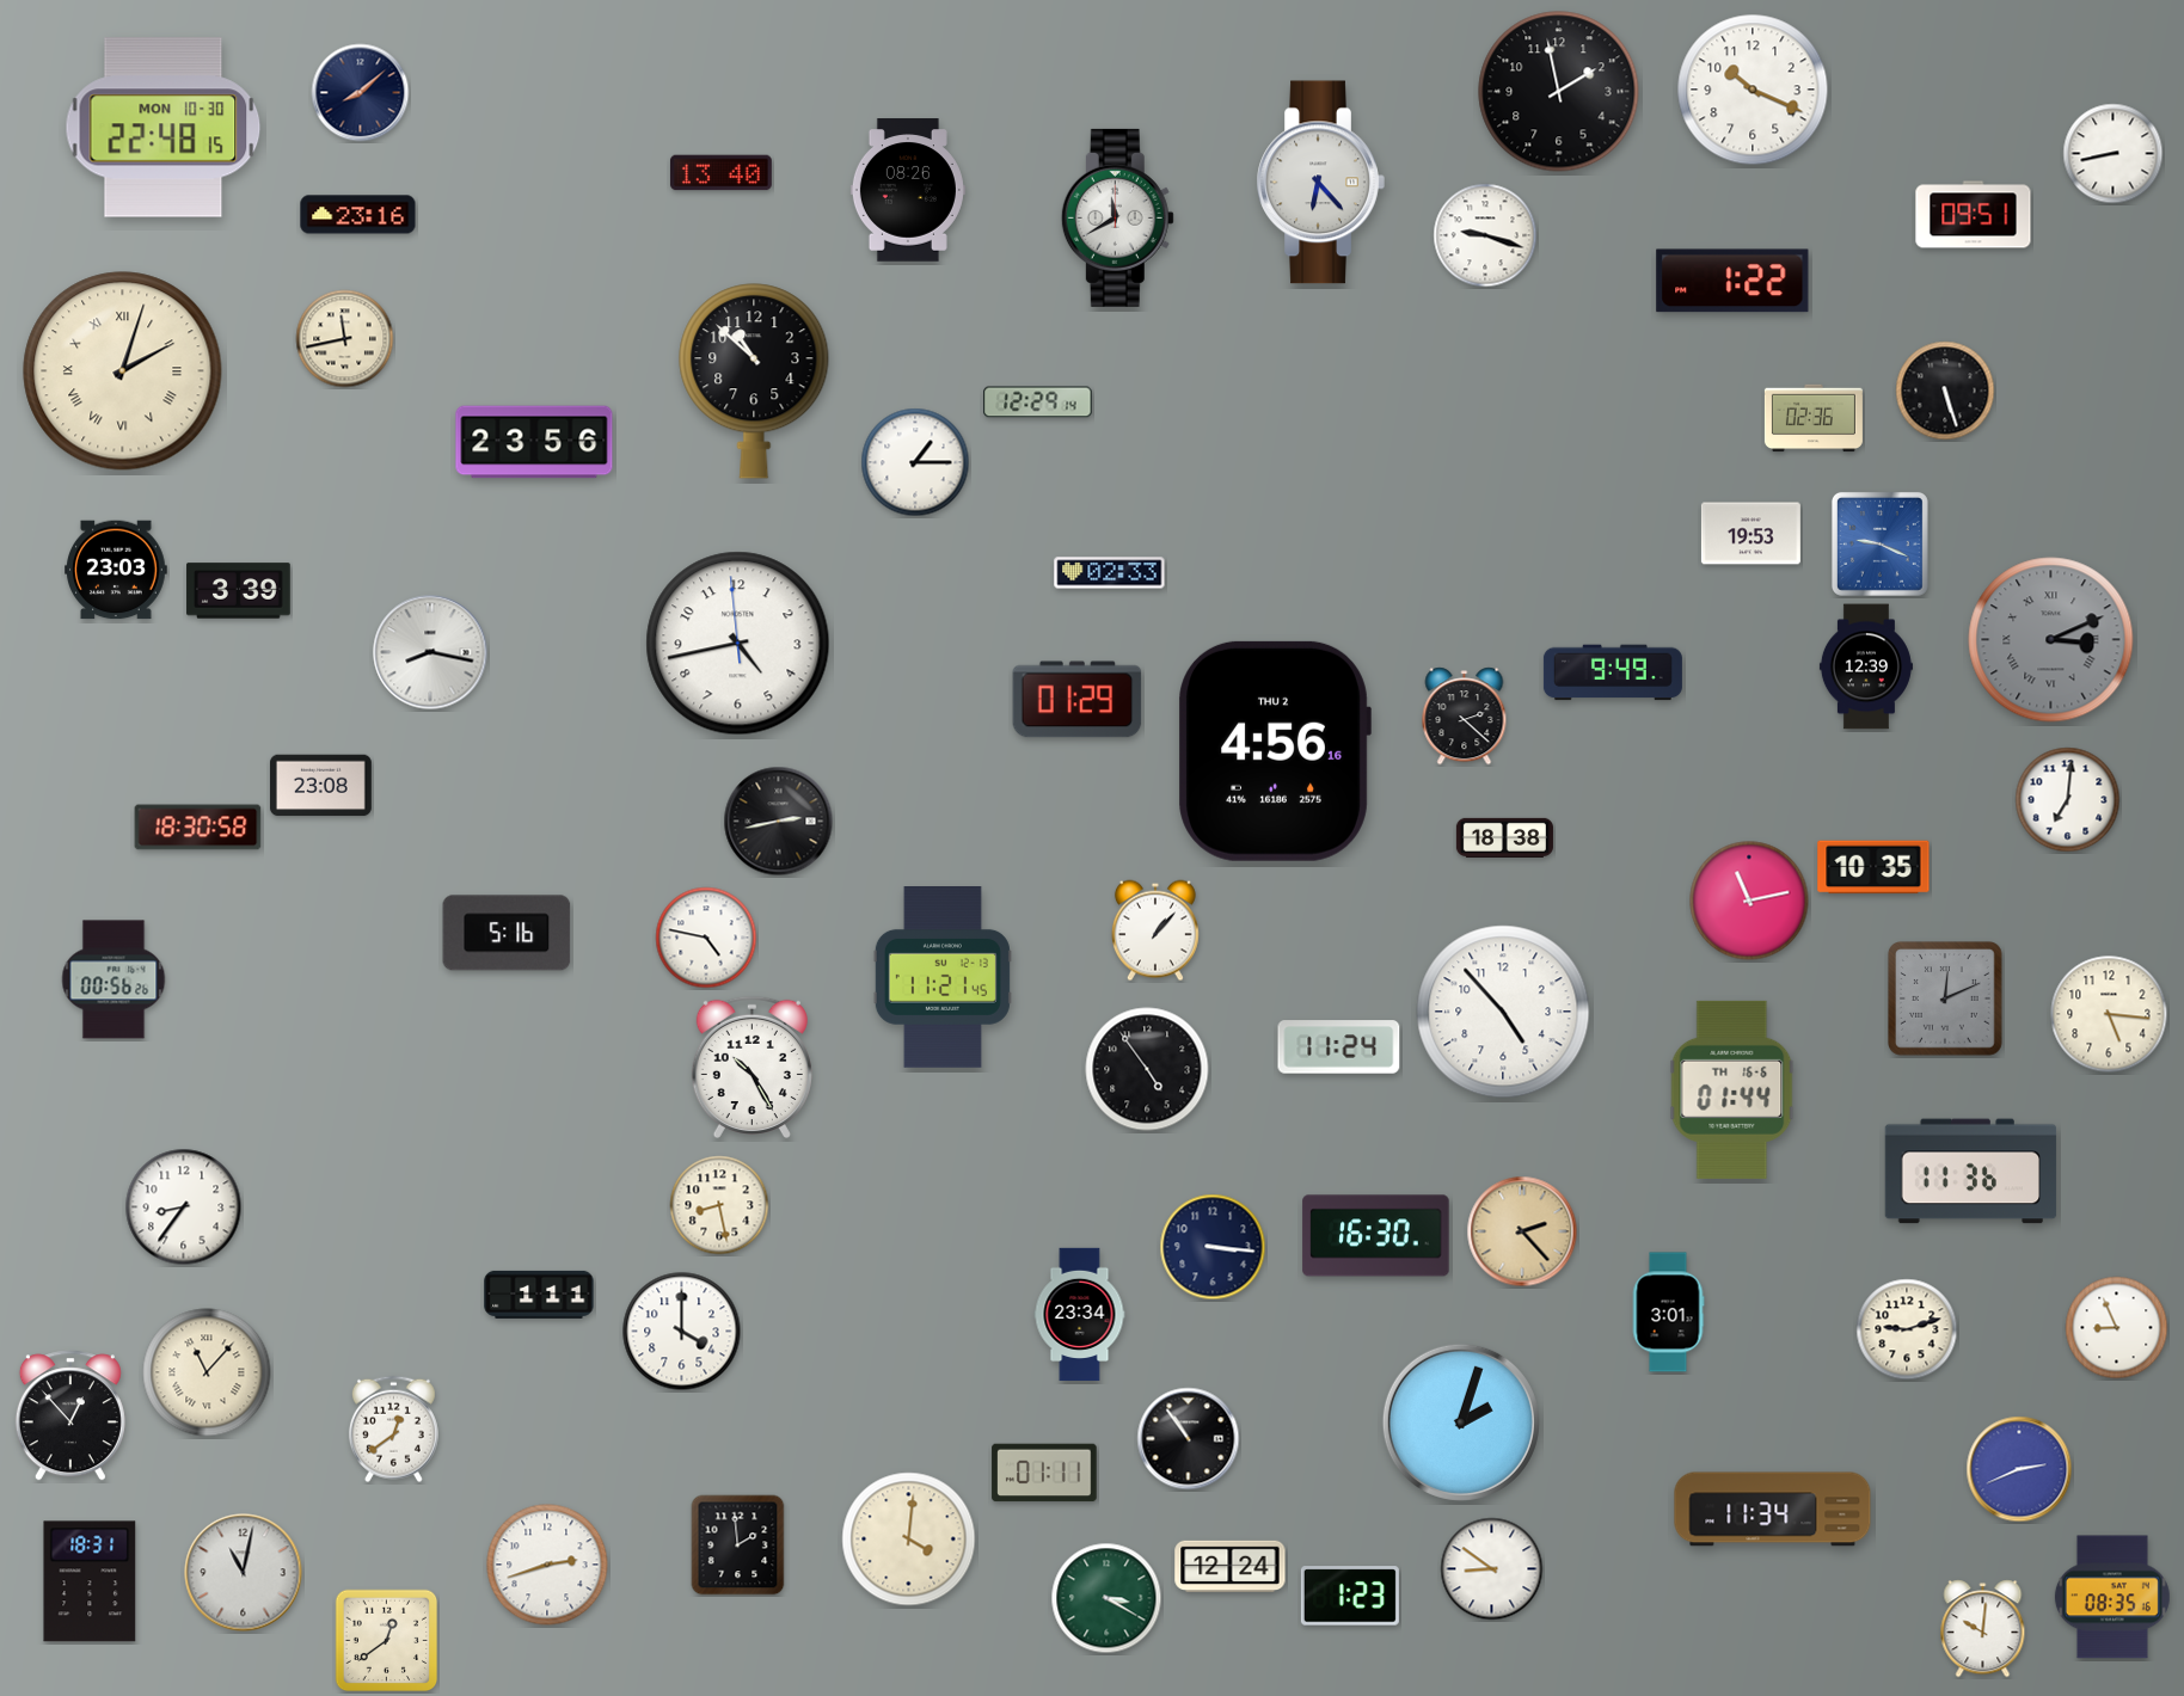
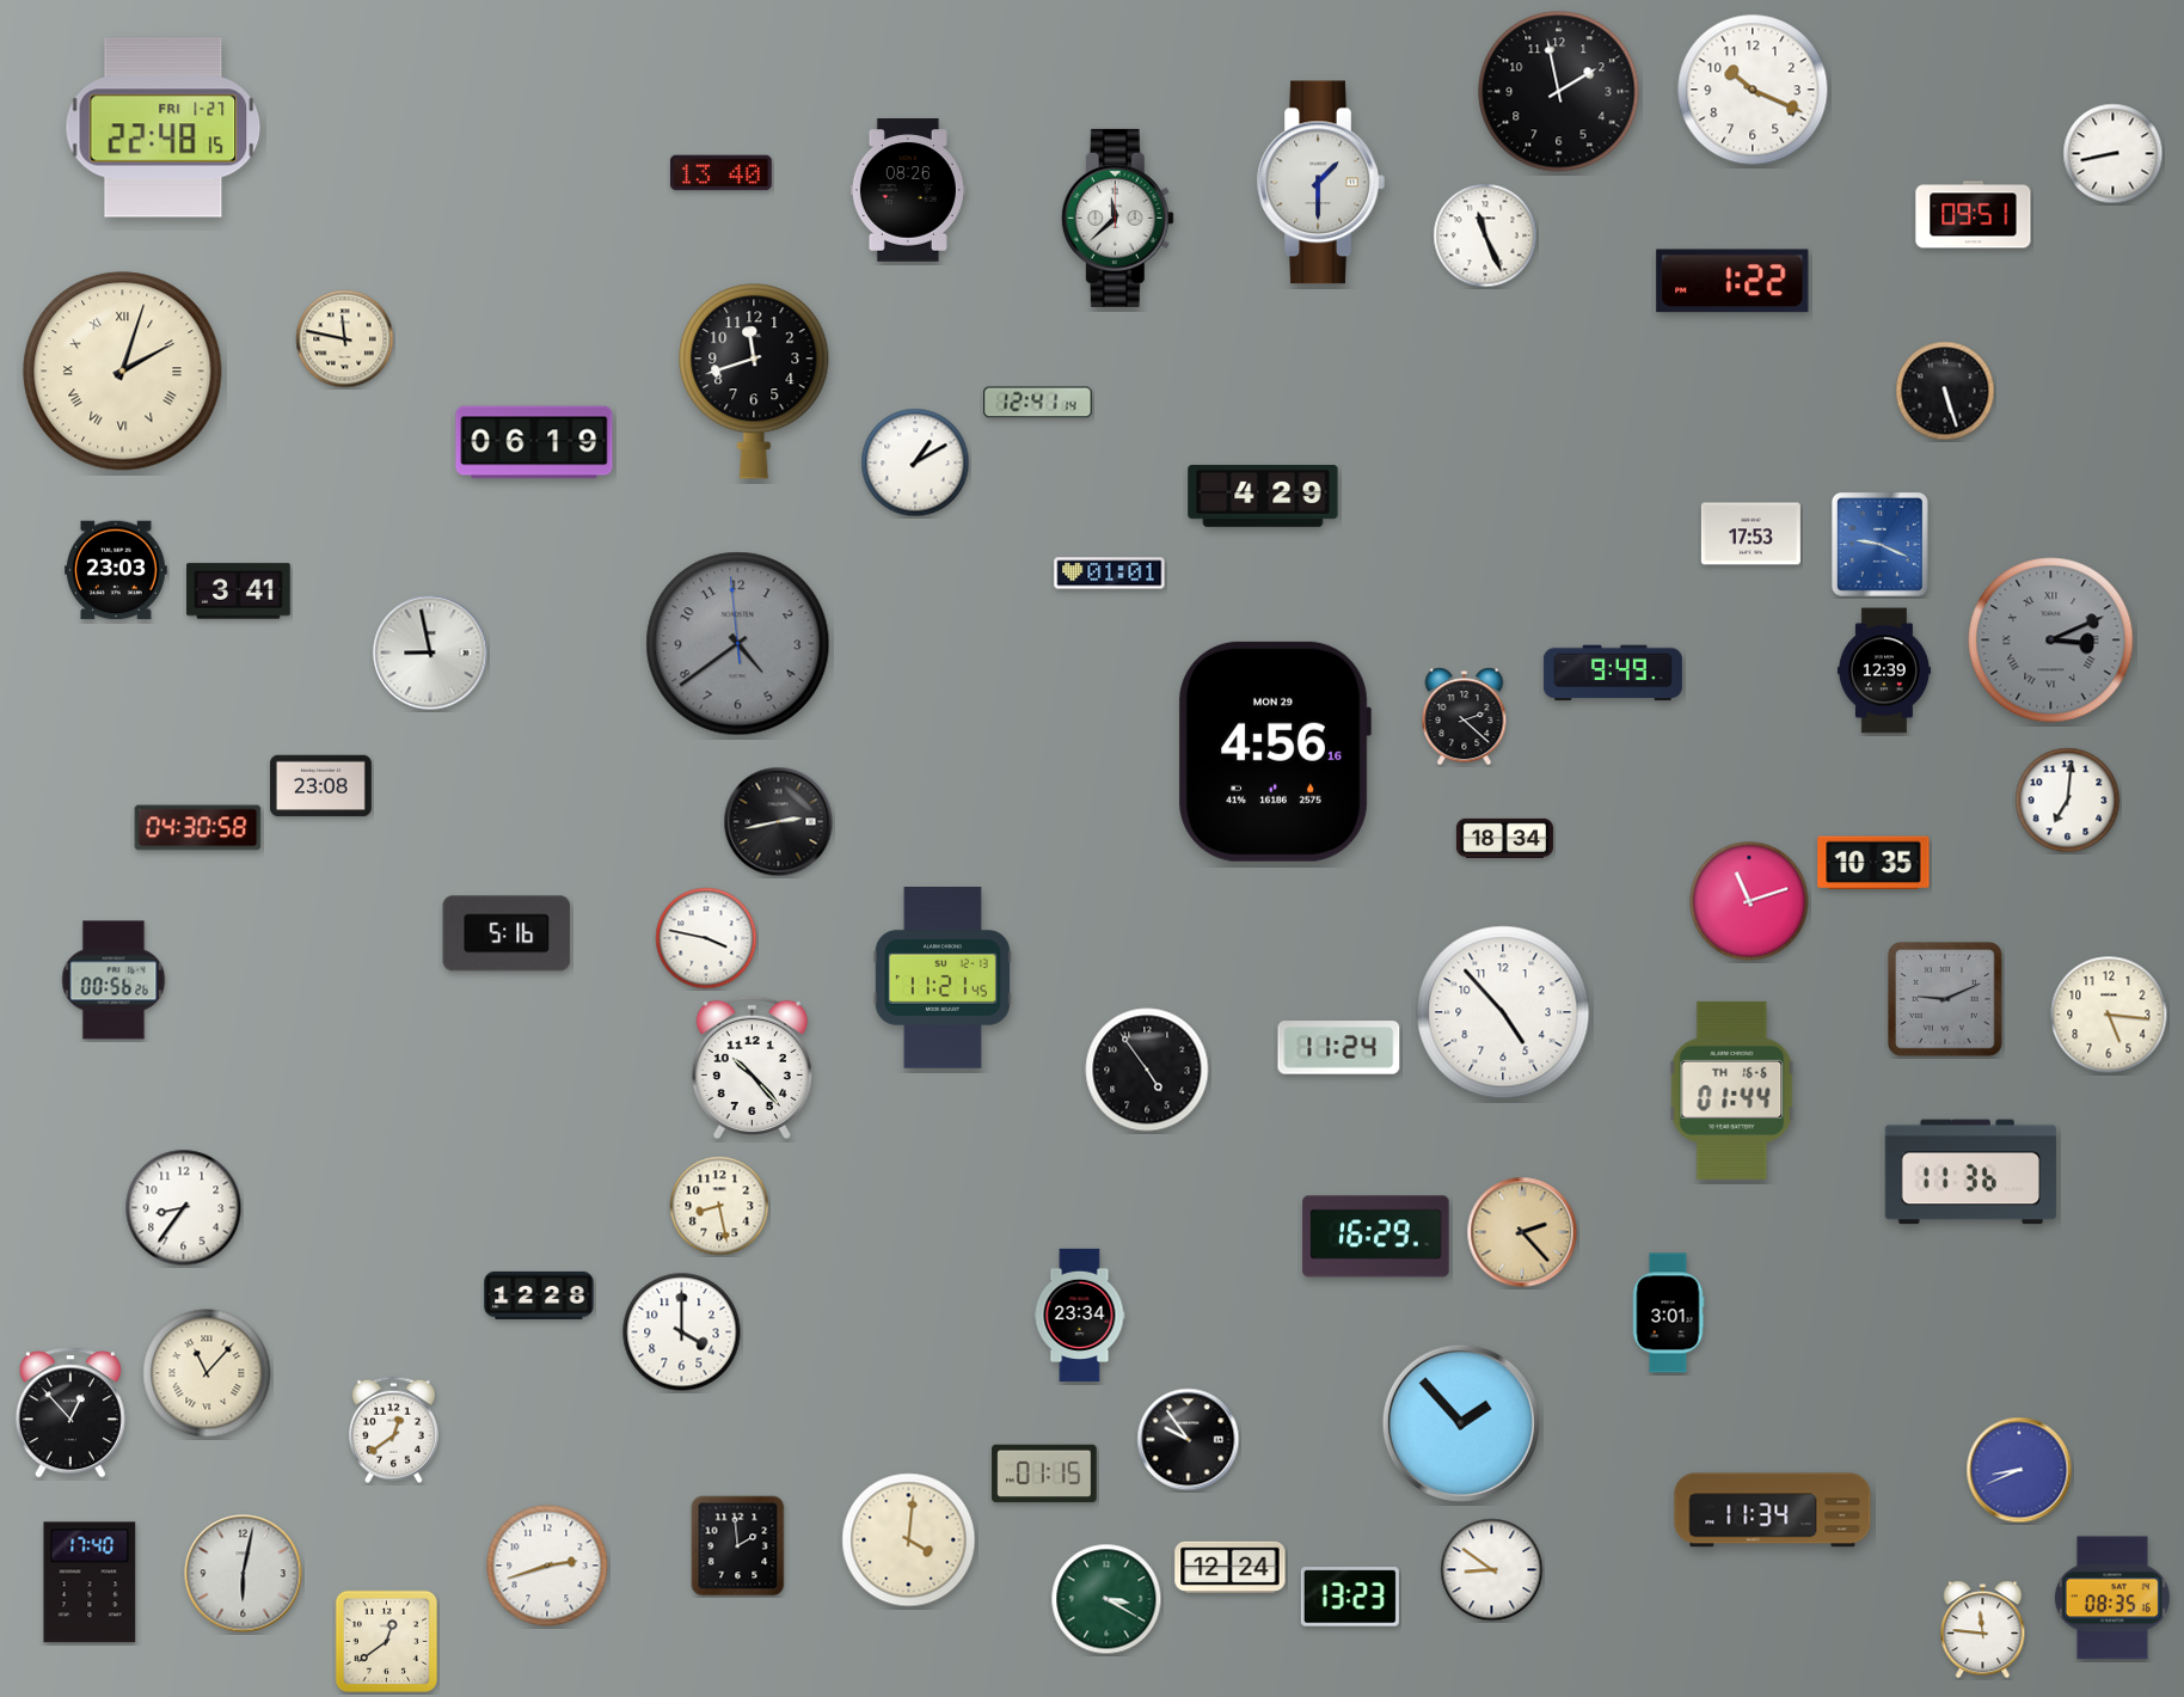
clock at (361, 93): 8:08 -> none
clock at (164, 128) date: MON 10-30 -> FRI 1-27
clock at (1320, 183): 6:23 -> 1:30
clock at (358, 215): 23:16 -> none
clock at (1117, 217): 11:40 -> 11:38
clock at (1485, 235): 9:18 -> 11:26
clock at (345, 339): 11:43 -> 11:47
clock at (754, 381): 10:52 -> 11:42
clock at (1038, 403): 12:29 -> 12:41
clock at (1814, 418): 02:36 -> none
clock at (534, 442): 23:56 -> 06:19
clock at (915, 462): 1:15 -> 1:10
clock at (1263, 496): none -> 4:29
clock at (1750, 534): 19:53 -> 17:53
clock at (1110, 573): 02:33 -> 01:01
clock at (239, 591): 3:39 -> 3:41
clock at (738, 644): 4:42 -> 4:38
clock at (738, 644) dial: white -> grey
clock at (430, 652): 8:17 -> 8:58
clock at (1866, 666) position: (1866, 666) -> (1884, 670)
clock at (1078, 700): 01:29 -> none
clock at (1275, 751) date: THU 2 -> MON 29
clock at (198, 828): 18:30 -> 04:30
clock at (1504, 837): 18:38 -> 18:34
clock at (1873, 867) position: (1873, 867) -> (1873, 863)
clock at (1749, 901): 11:13 -> 11:12
clock at (1155, 930): 1:07 -> none
clock at (706, 938): 4:47 -> 3:47
clock at (1945, 998): 12:11 -> 9:11
clock at (751, 1067): 10:25 -> 10:23
clock at (1376, 1236): 16:30 -> 16:29
clock at (1213, 1247): 3:16 -> none
clock at (539, 1295): 1:11 -> 12:28
clock at (2117, 1328): 8:56 -> none
clock at (1907, 1329): 9:12 -> none
clock at (70, 1415) position: (70, 1415) -> (70, 1413)
clock at (1461, 1422): 2:03 -> 1:53
clock at (1189, 1439): 10:54 -> 9:54
clock at (2019, 1469): 2:41 -> 8:41
clock at (1044, 1473): 01:11 -> 01:15
clock at (244, 1573): 11:02 -> 6:02
clock at (90, 1581): 18:31 -> 17:40
clock at (1350, 1596): 1:23 -> 13:23
clock at (1983, 1629): 10:01 -> 11:46
